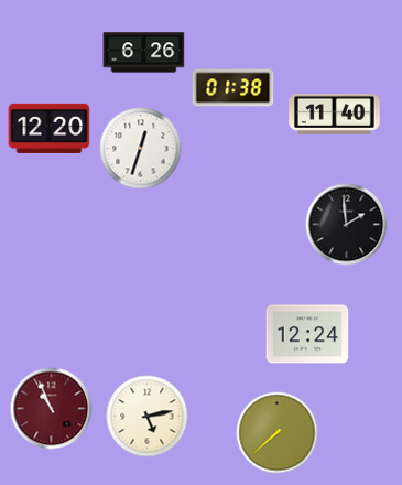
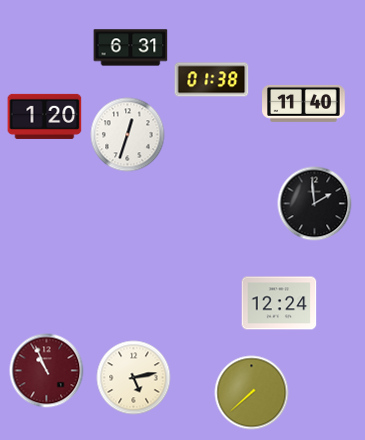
clock at (144, 53): 6:26 -> 6:31
clock at (50, 128): 12:20 -> 1:20
